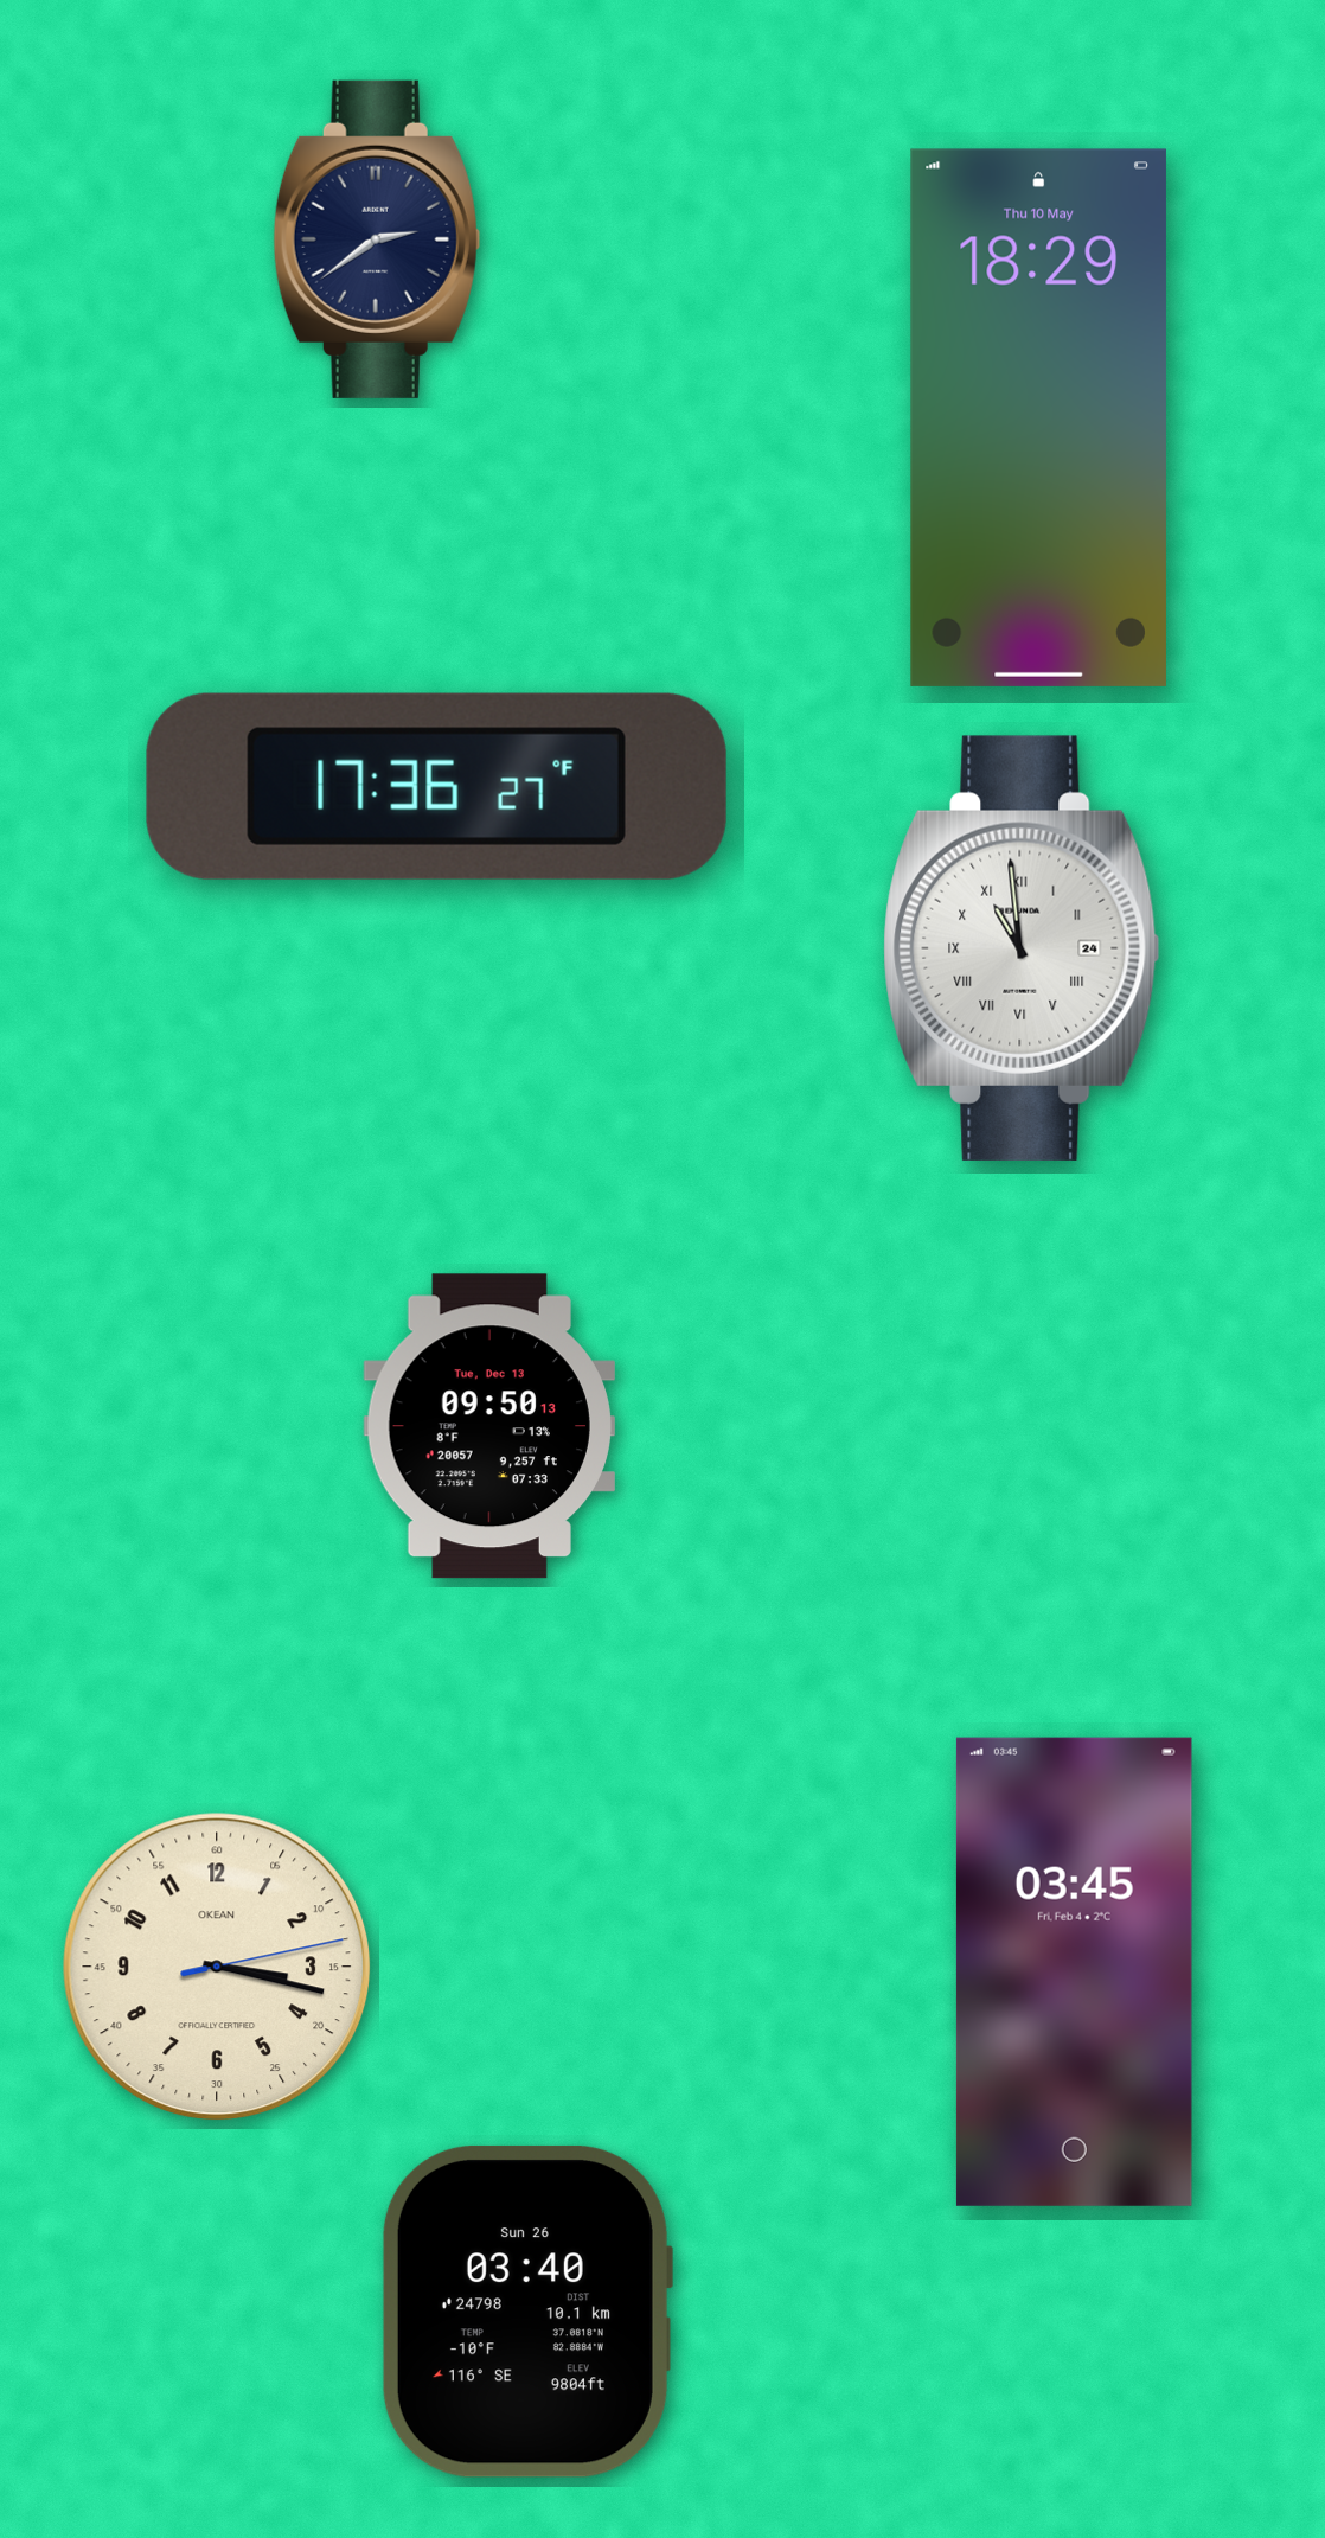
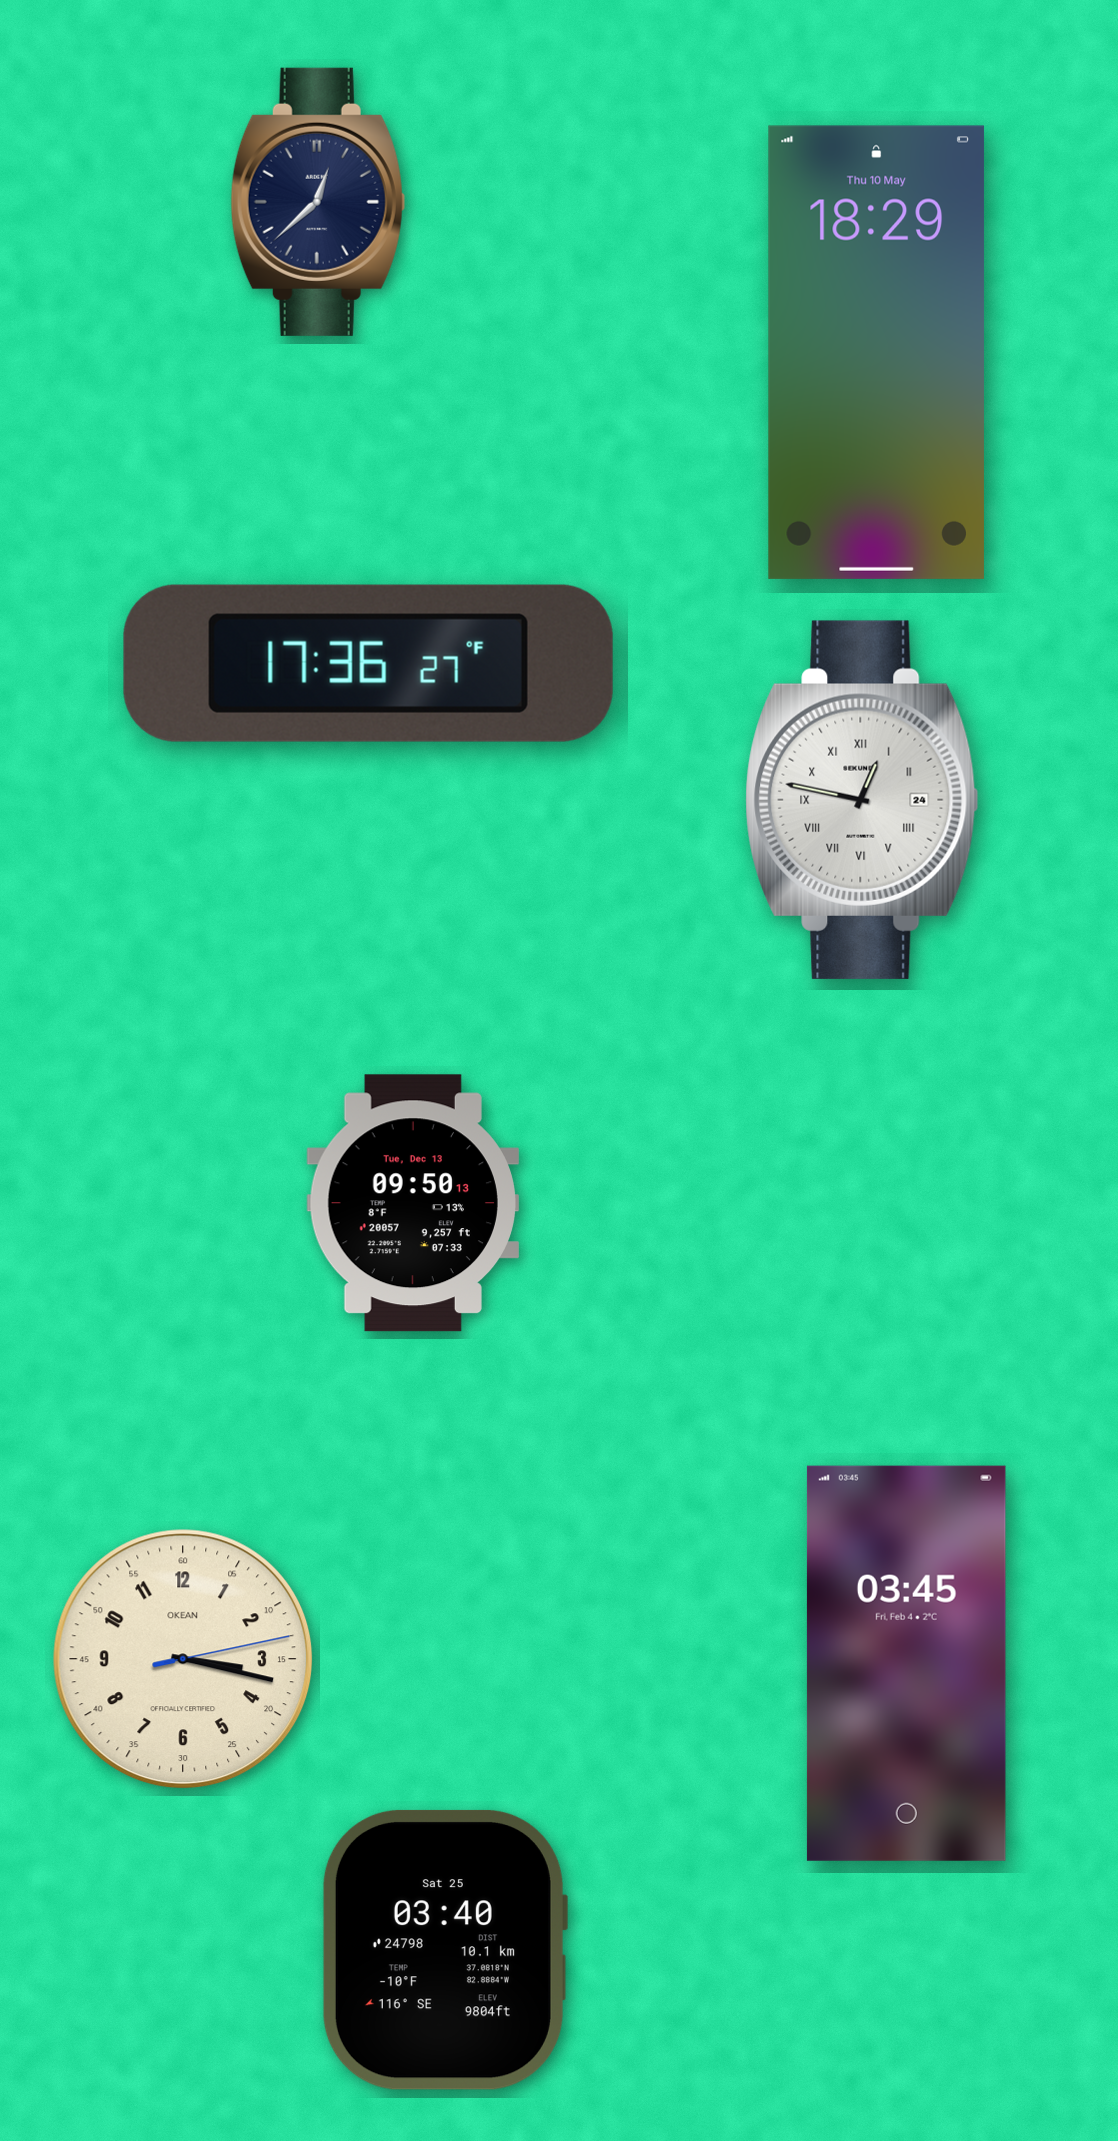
clock at (377, 239): 2:39 -> 12:38
clock at (1022, 948): 10:59 -> 12:47
clock at (526, 2312) date: Sun 26 -> Sat 25
